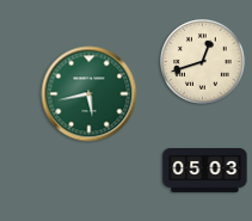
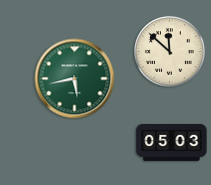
clock at (203, 62): 12:42 -> 11:52
